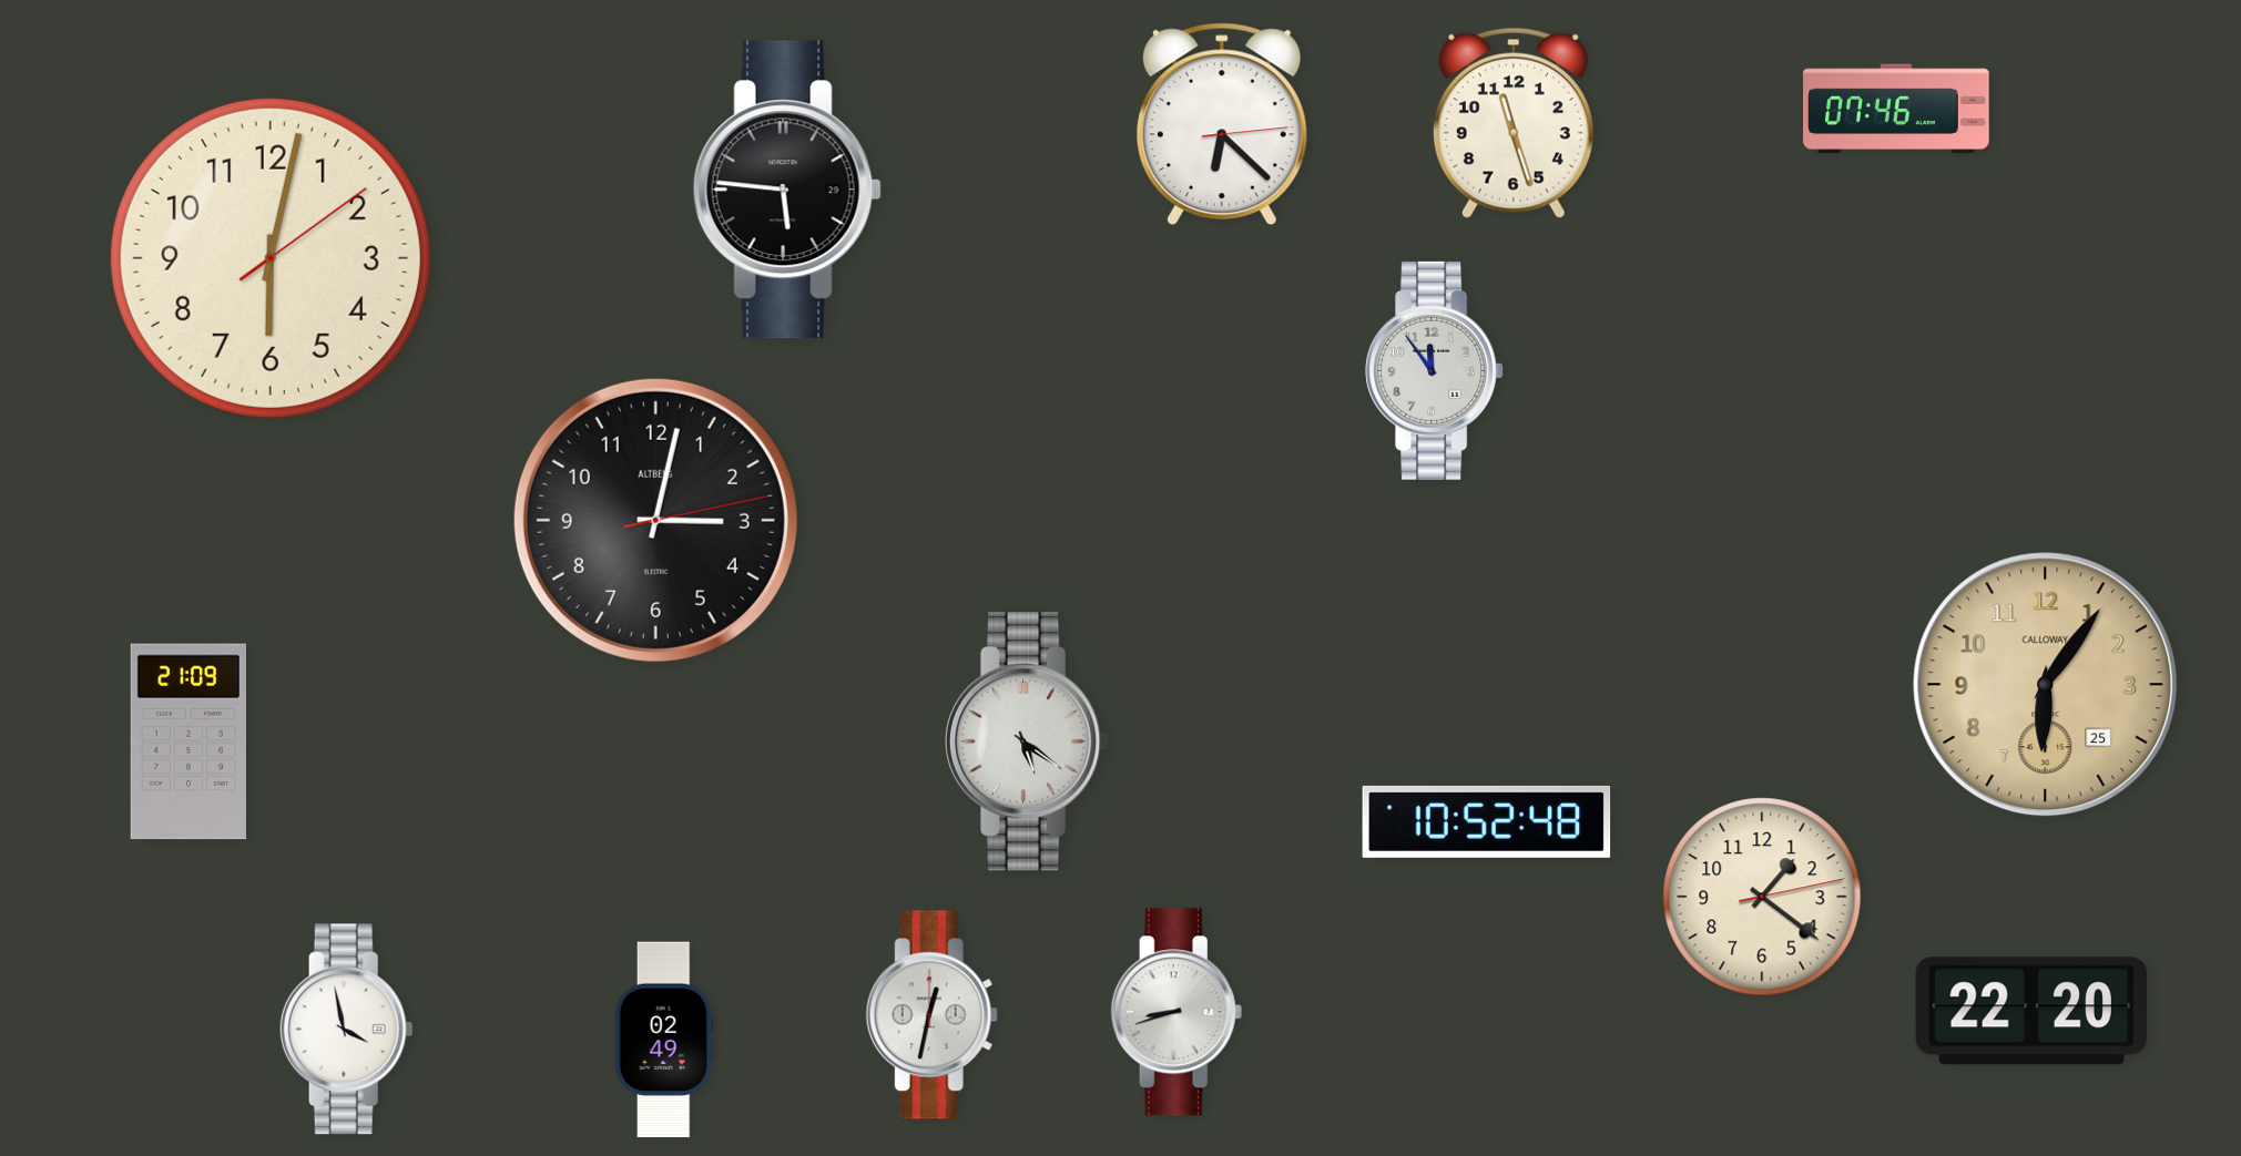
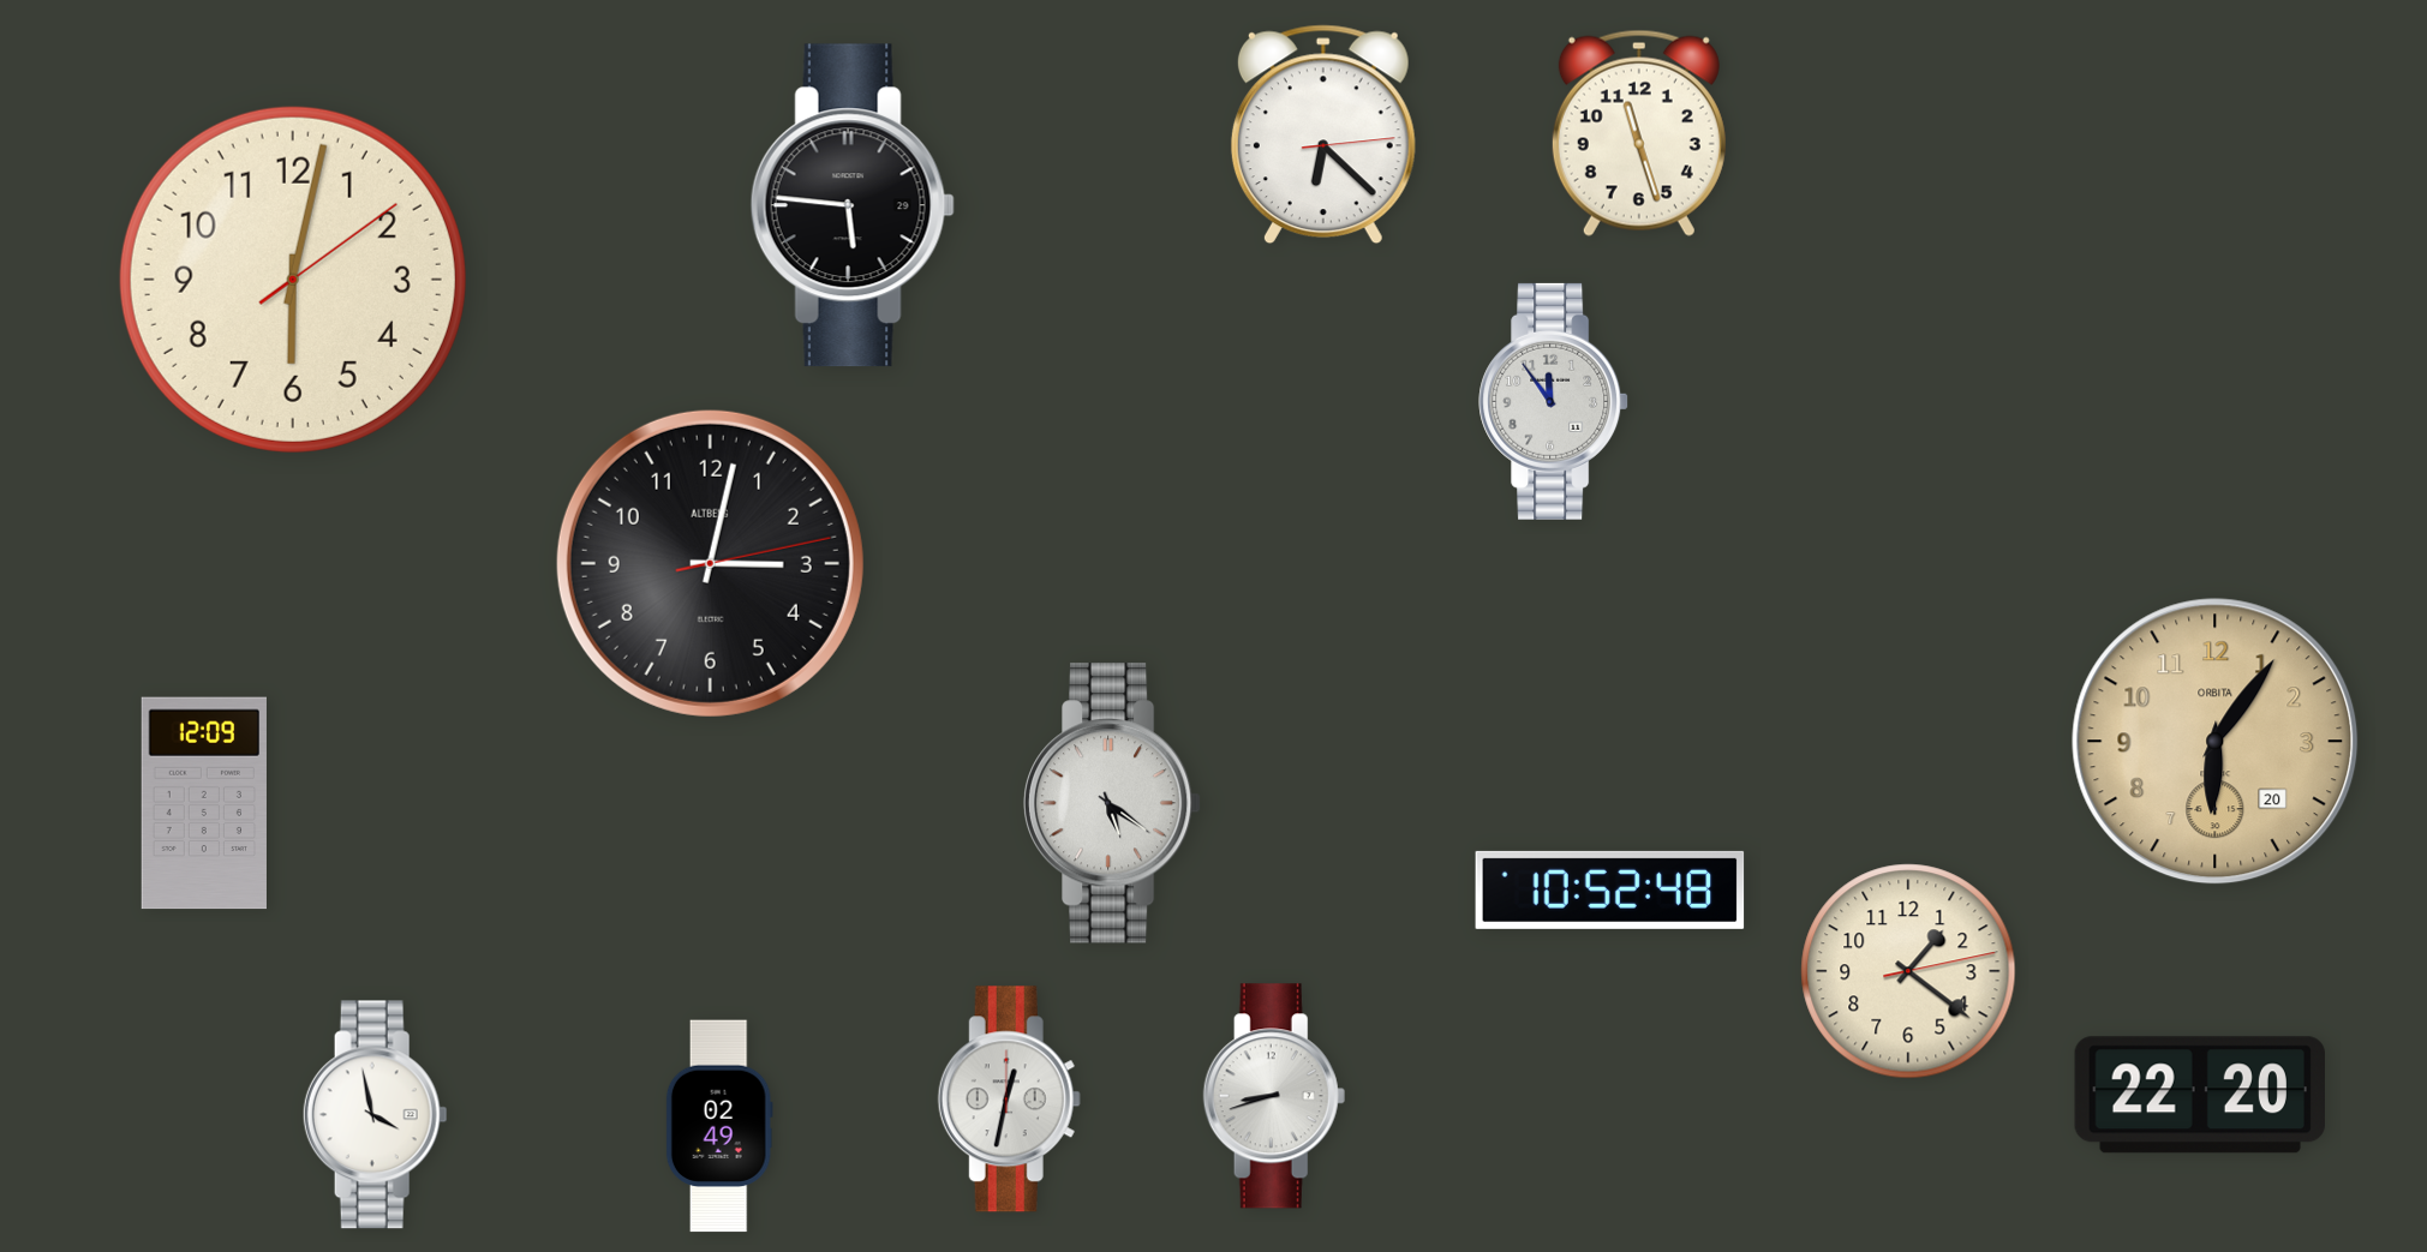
clock at (1896, 109): 07:46 -> none
clock at (2046, 685) date: 25 -> 20
clock at (2046, 685) brand: CALLOWAY -> ORBITA
clock at (187, 741): 21:09 -> 12:09
